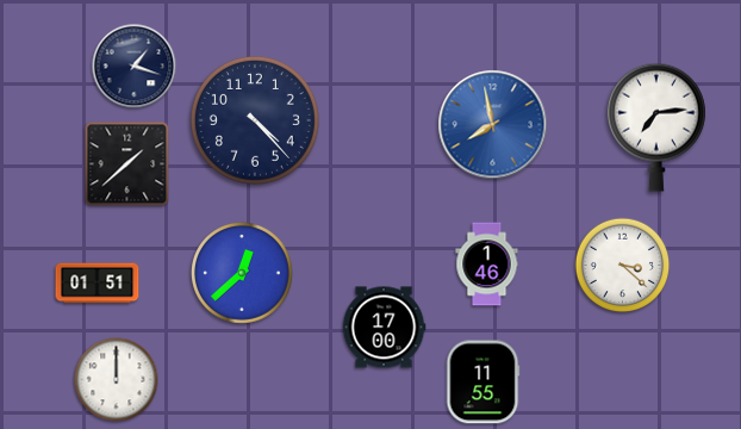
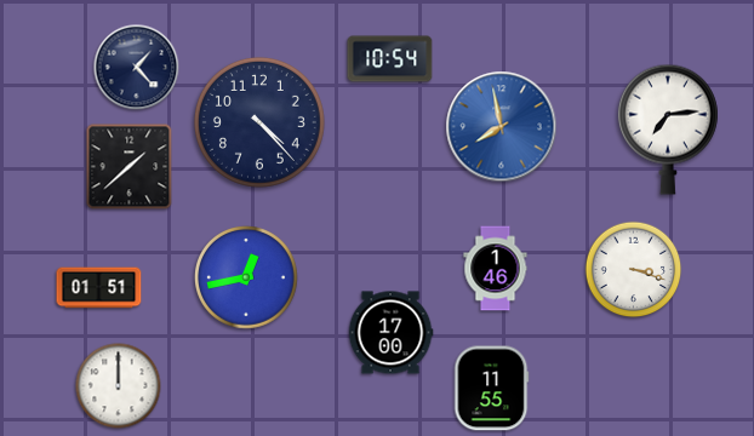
clock at (390, 59): none -> 10:54
clock at (135, 67): 1:18 -> 1:23
clock at (623, 266): 3:22 -> 3:18
clock at (243, 274): 12:38 -> 12:43
